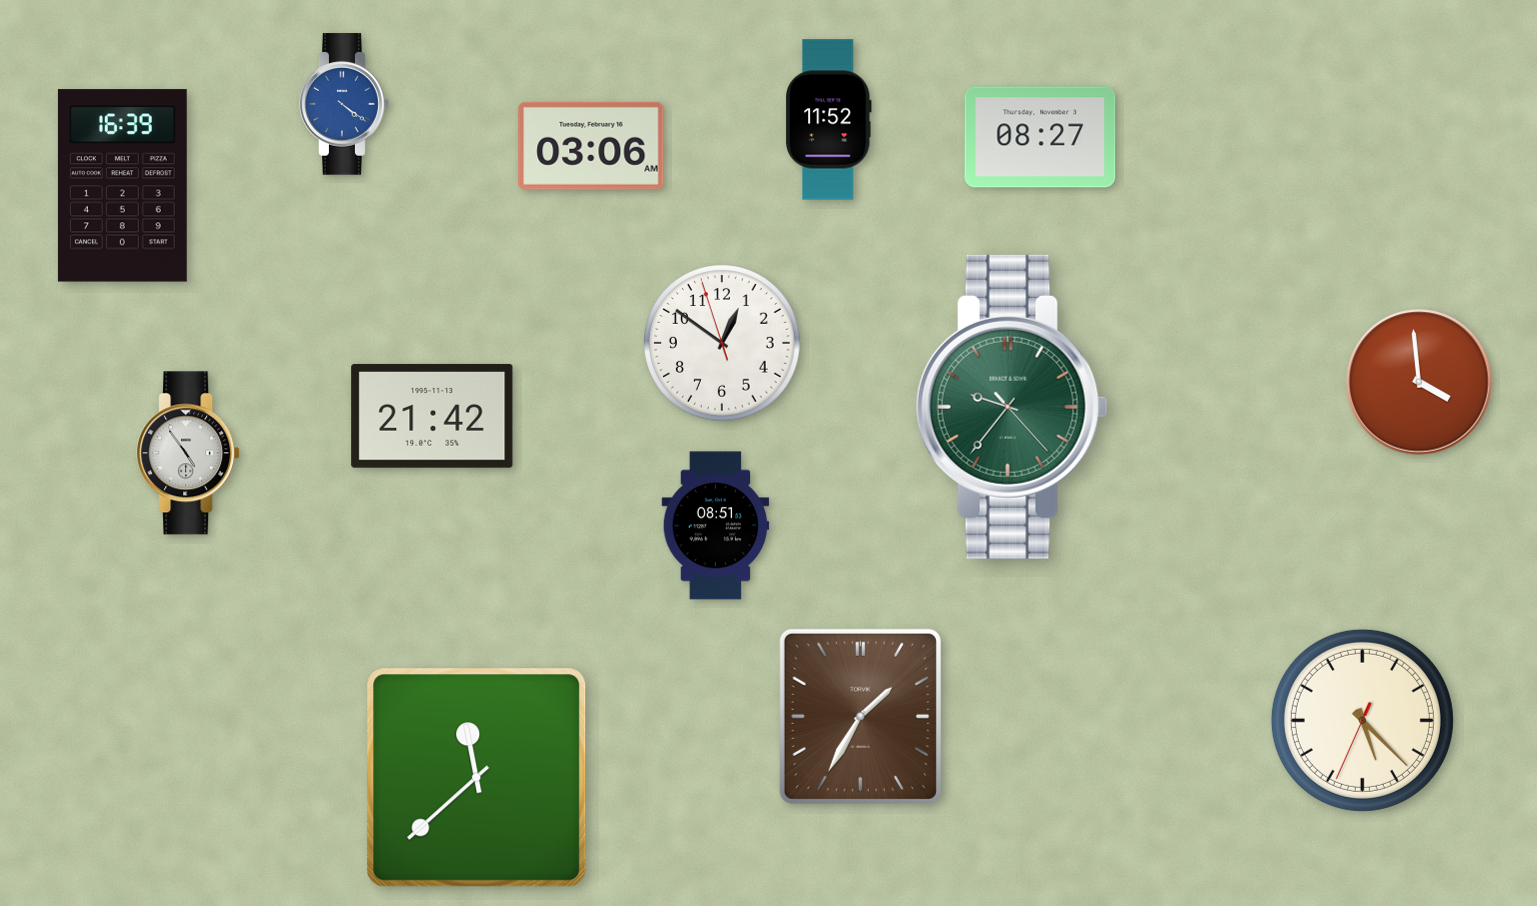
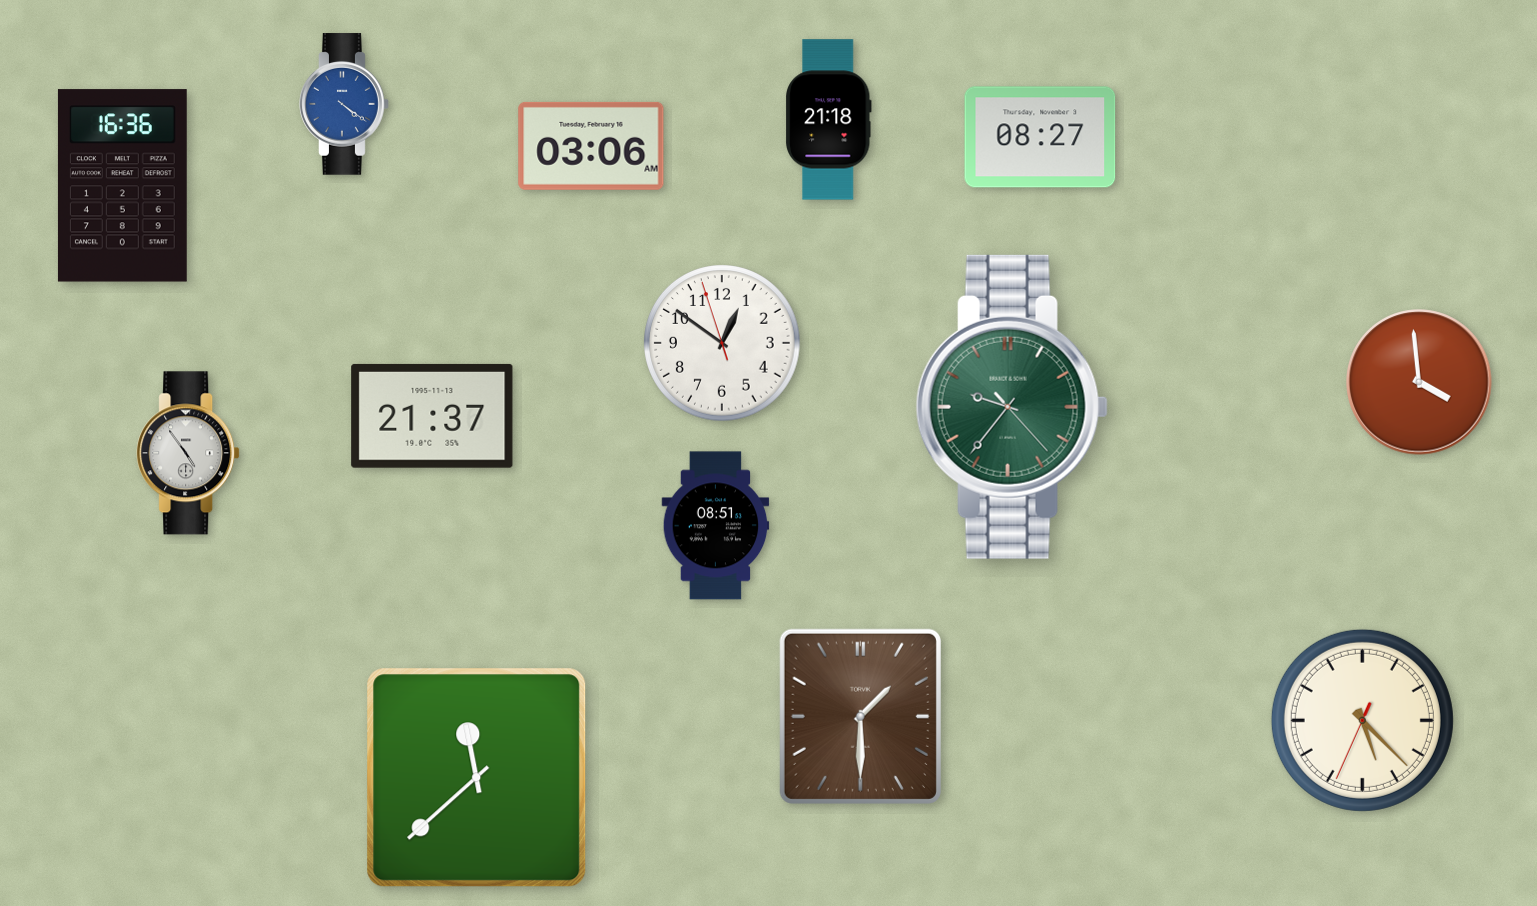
clock at (828, 120): 11:52 -> 21:18
clock at (122, 186): 16:39 -> 16:36
clock at (432, 416): 21:42 -> 21:37
clock at (860, 716): 1:35 -> 1:30
